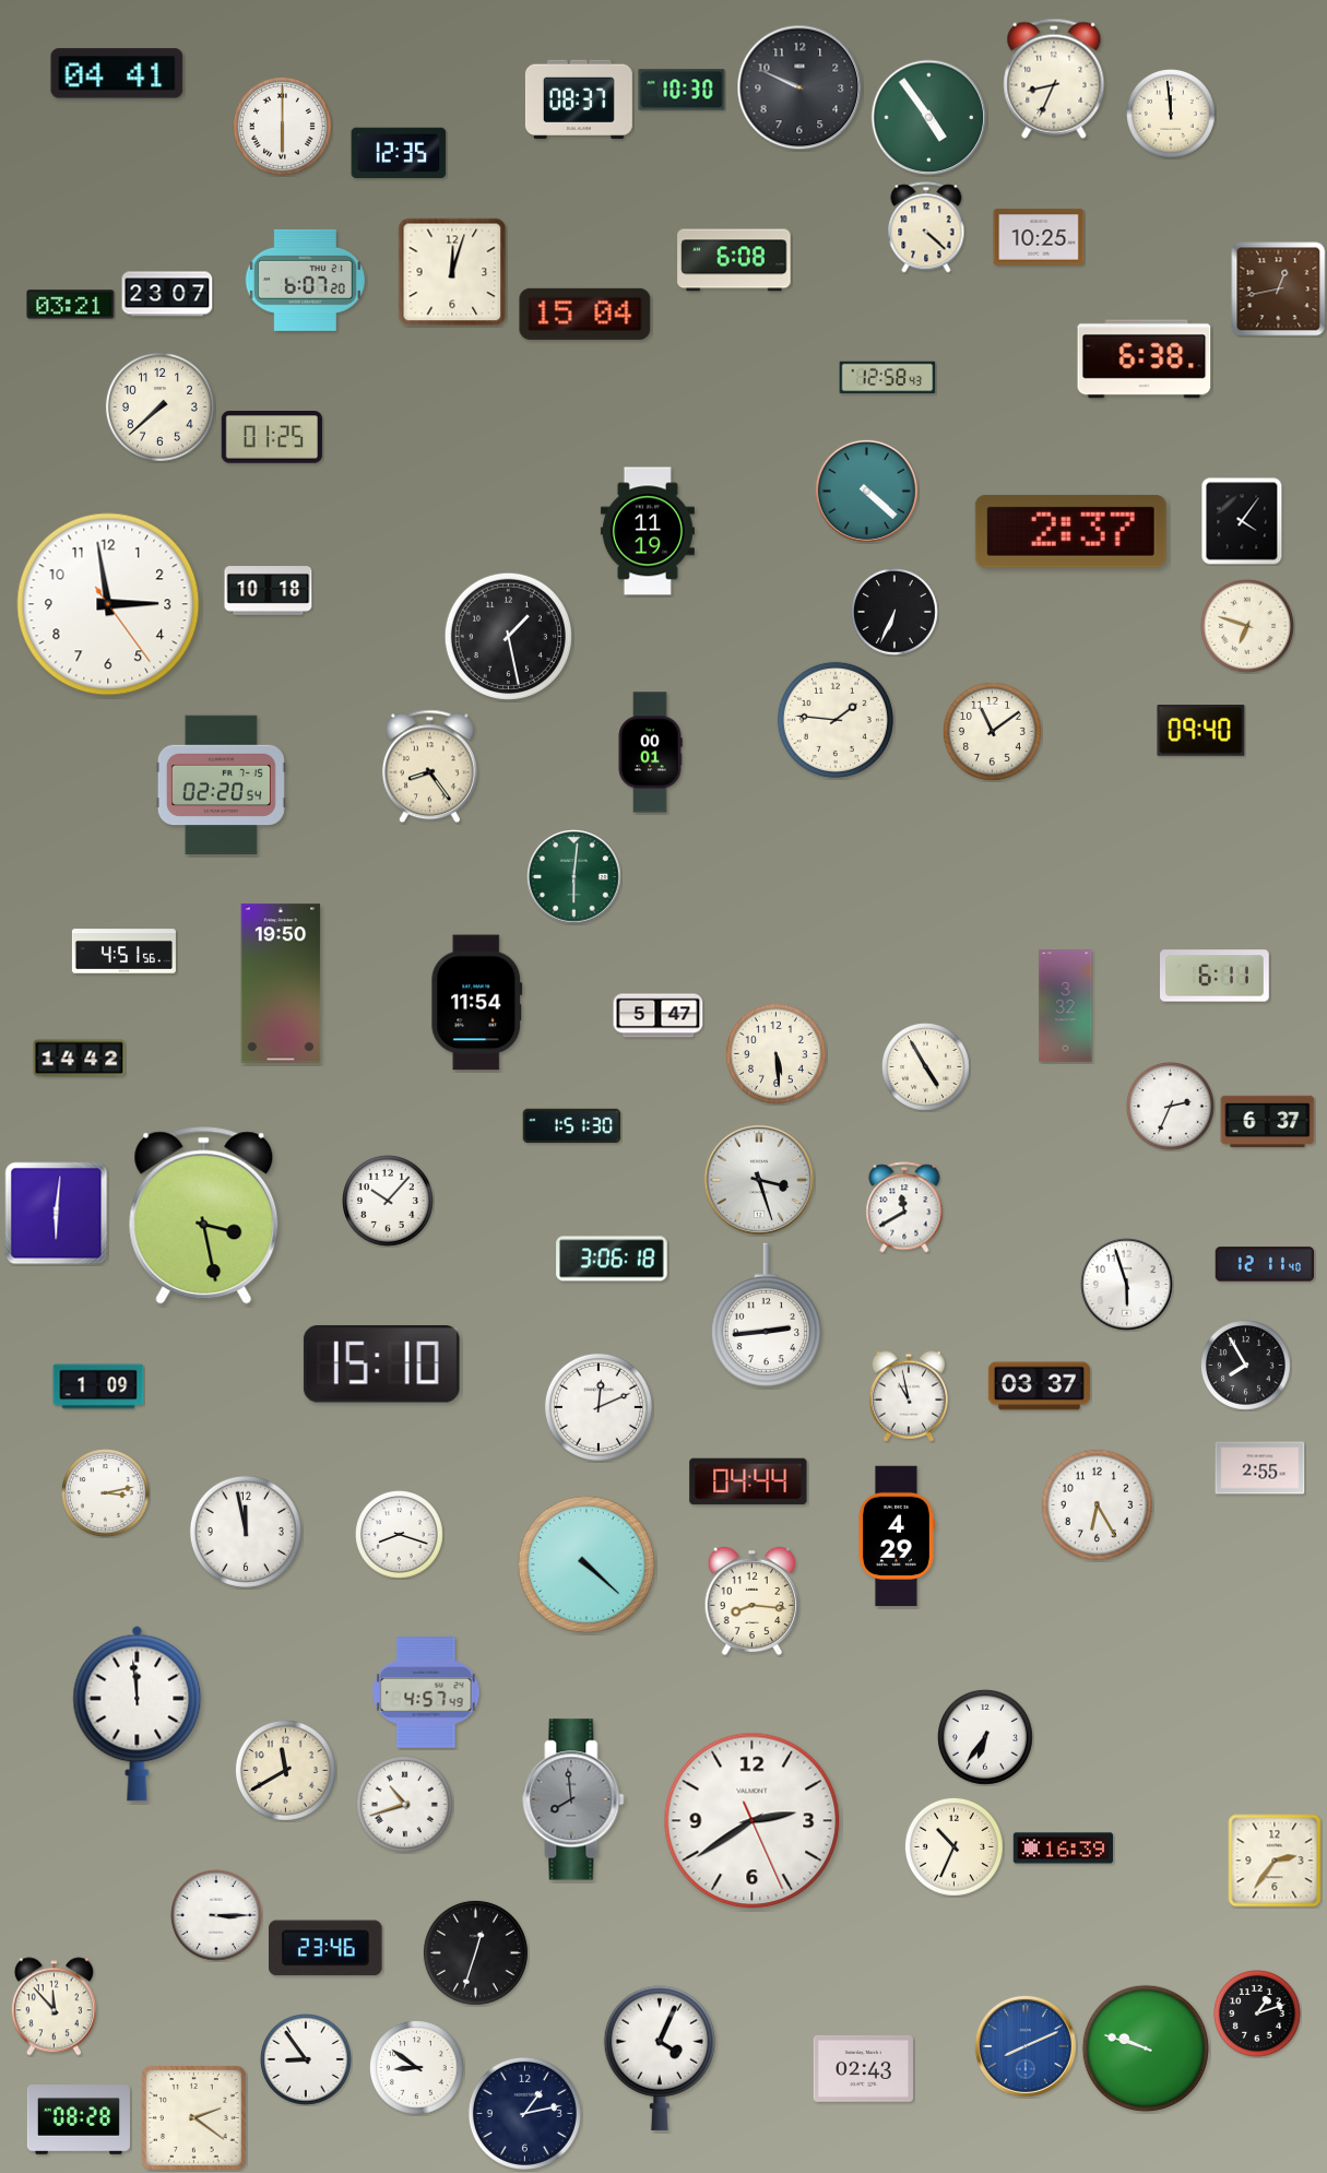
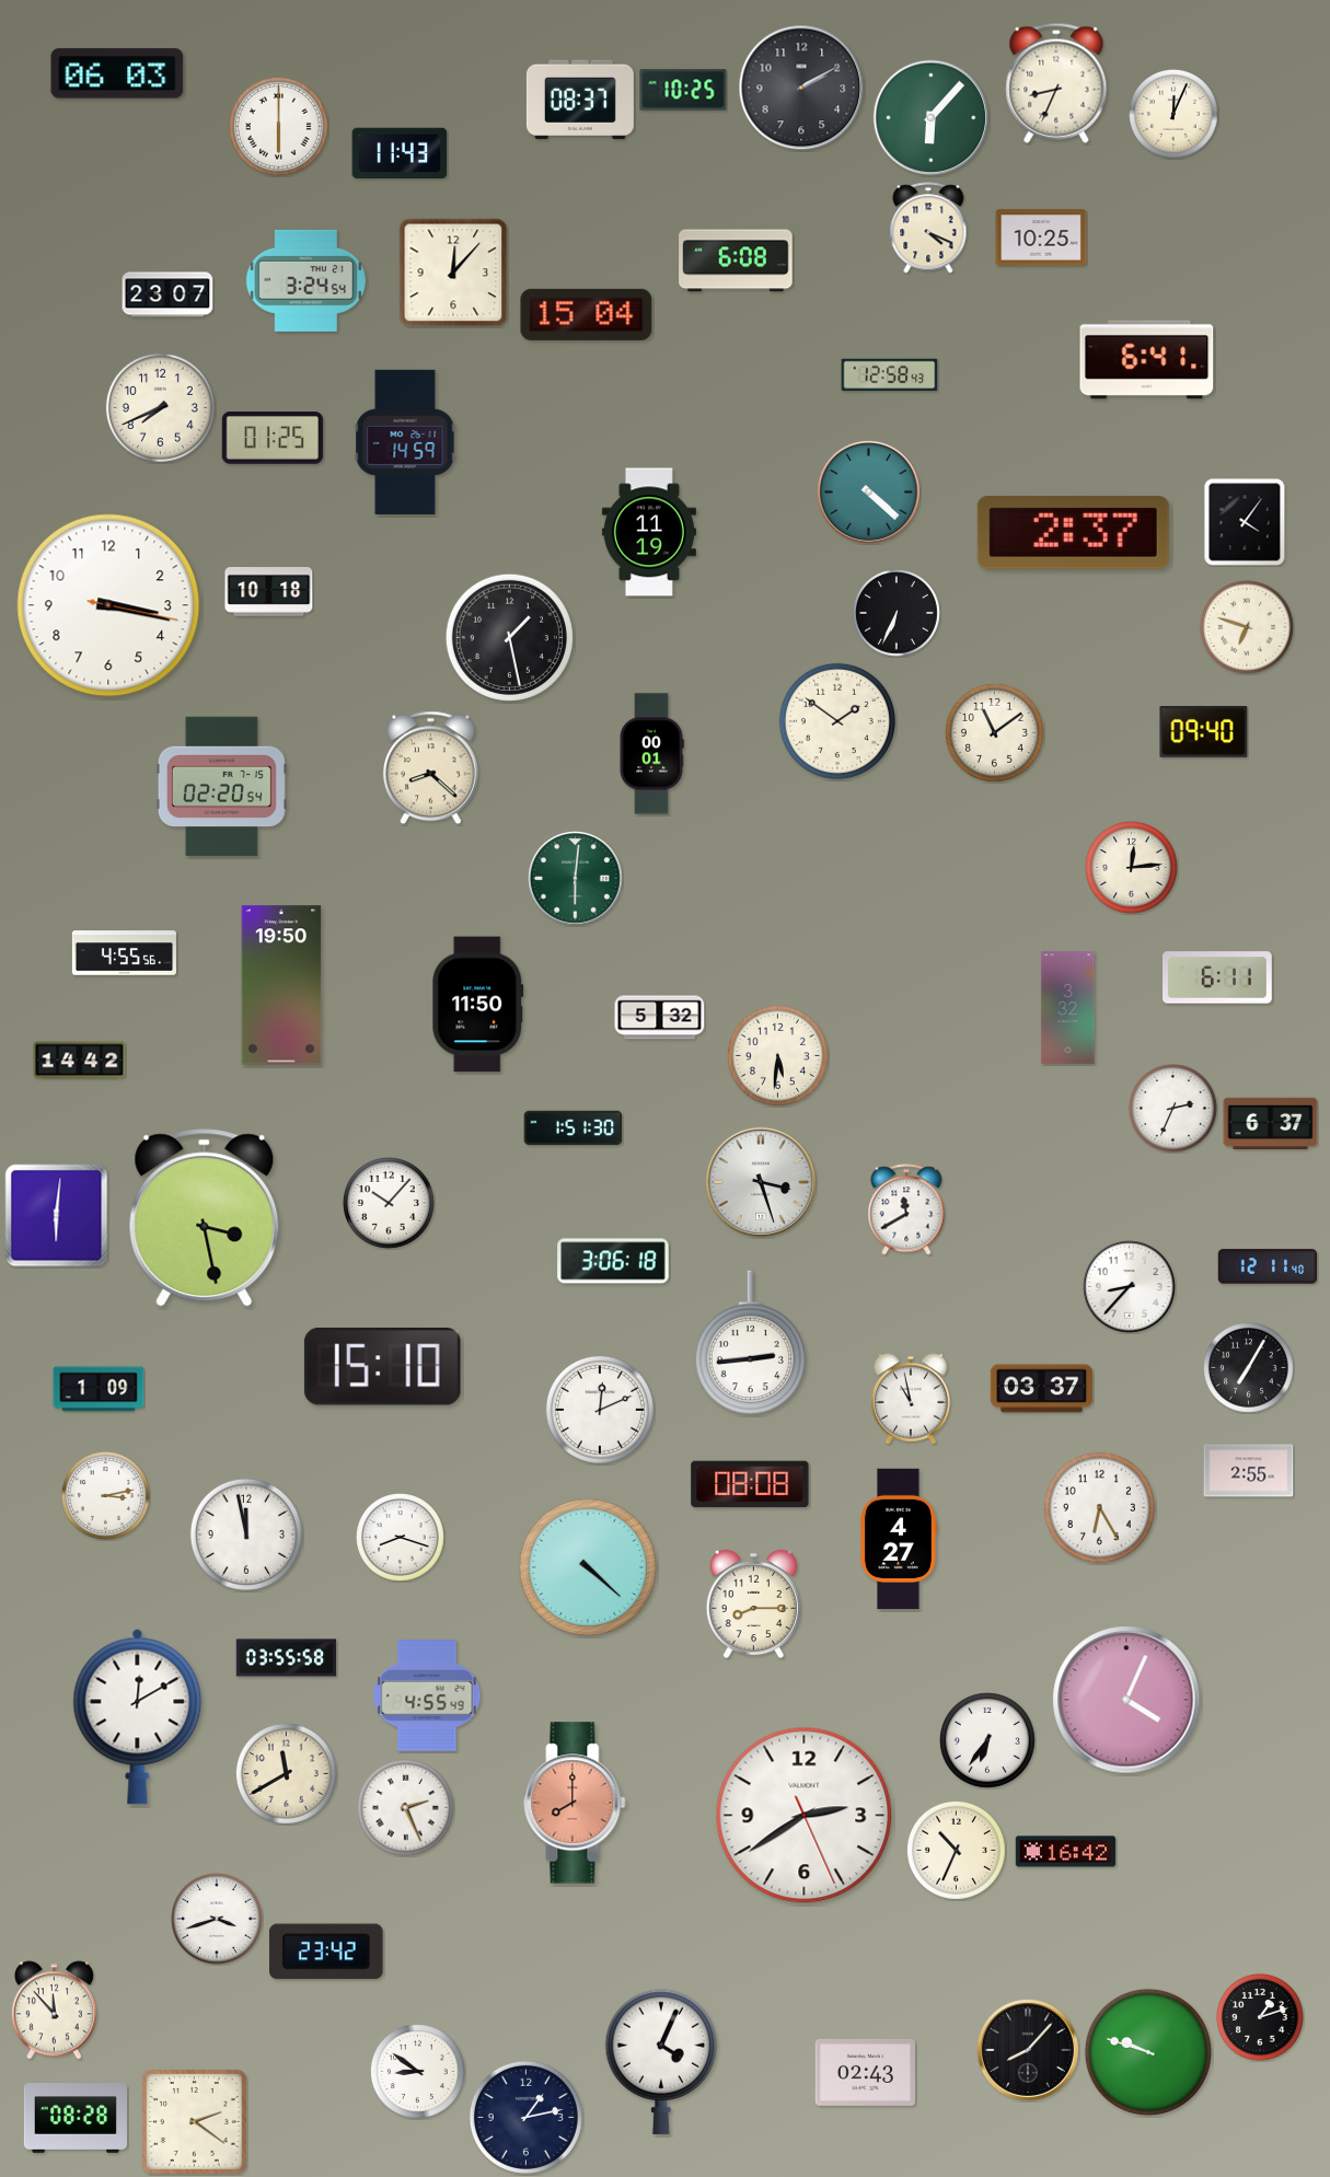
clock at (117, 73): 04:41 -> 06:03
clock at (1054, 79) position: (1054, 79) -> (1056, 83)
clock at (799, 87): 9:49 -> 2:10
clock at (682, 90): 10:30 -> 10:25
clock at (1172, 115): 11:59 -> 12:04
clock at (929, 118): 4:54 -> 6:07
clock at (282, 126) position: (282, 126) -> (278, 126)
clock at (399, 152): 12:35 -> 11:43
clock at (926, 227): 4:22 -> 4:19
clock at (452, 272): 12:03 -> 12:07
clock at (305, 280): 6:07 -> 3:24
clock at (1279, 290): 12:43 -> none
clock at (71, 305): 03:21 -> none
clock at (1145, 359): 6:38 -> 6:41
clock at (888, 378) position: (888, 378) -> (890, 375)
clock at (159, 406): 7:38 -> 7:41
clock at (405, 442): none -> 14:59
clock at (108, 604): 2:58 -> 3:17
clock at (1247, 626) position: (1247, 626) -> (1247, 627)
clock at (836, 720): 1:46 -> 1:51
clock at (429, 767): 8:24 -> 8:22
clock at (1132, 868): none -> 12:14
clock at (123, 952): 4:51 -> 4:55
clock at (477, 1003): 11:54 -> 11:50
clock at (659, 1016): 5:47 -> 5:32
clock at (775, 1053): 5:29 -> 5:31
clock at (926, 1067): 4:55 -> none
clock at (1127, 1285): 5:57 -> 8:37
clock at (766, 1315) position: (766, 1315) -> (750, 1343)
clock at (1246, 1366): 7:55 -> 7:05
clock at (1260, 1468) position: (1260, 1468) -> (1249, 1471)
clock at (748, 1481): 04:44 -> 08:08
clock at (896, 1536): 4:29 -> 4:27
clock at (753, 1602): 8:16 -> 8:15
clock at (287, 1658): none -> 03:55
clock at (426, 1692): 4:57 -> 4:55
clock at (1126, 1700): none -> 4:04
clock at (138, 1713): 11:59 -> 12:10
clock at (573, 1799): 7:59 -> 8:00
clock at (573, 1799) dial: grey -> salmon
clock at (404, 1804): 10:42 -> 2:26
clock at (753, 1821) position: (753, 1821) -> (805, 1816)
clock at (1064, 1849): 16:39 -> 16:42
clock at (1275, 1861): 2:36 -> none
clock at (217, 1916): 3:15 -> 3:42
clock at (325, 1948): 23:46 -> 23:42
clock at (475, 1952): 12:33 -> none
clock at (1026, 2046): 8:11 -> 8:07
clock at (1026, 2046) dial: blue -> black
clock at (307, 2060): 8:54 -> none
clock at (79, 2119) position: (79, 2119) -> (76, 2118)
